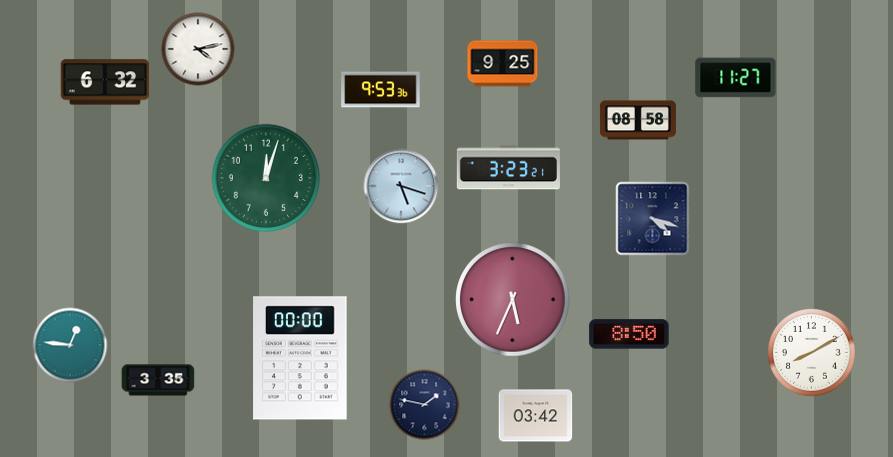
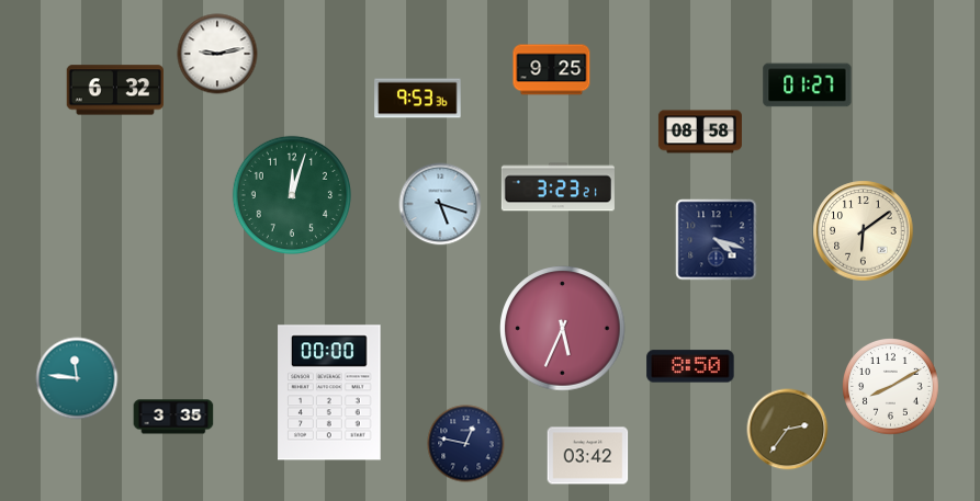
clock at (198, 49): 4:13 -> 9:13
clock at (736, 78): 11:27 -> 01:27
clock at (508, 168) position: (508, 168) -> (557, 187)
clock at (864, 231): none -> 6:09
clock at (70, 345): 12:46 -> 11:46
clock at (788, 430): none -> 2:36
clock at (425, 405): 1:47 -> 12:47
